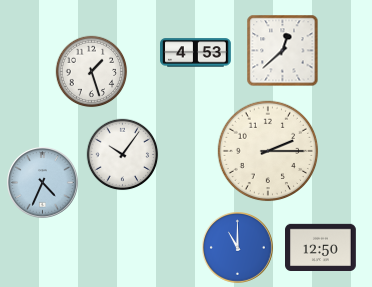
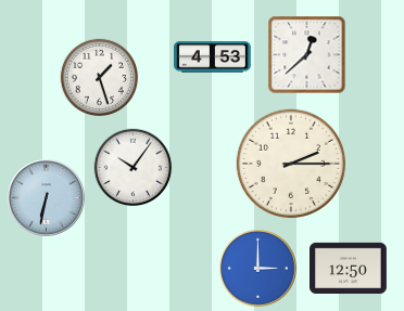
clock at (43, 183): 4:34 -> 6:32
clock at (238, 248): 11:00 -> 3:00
